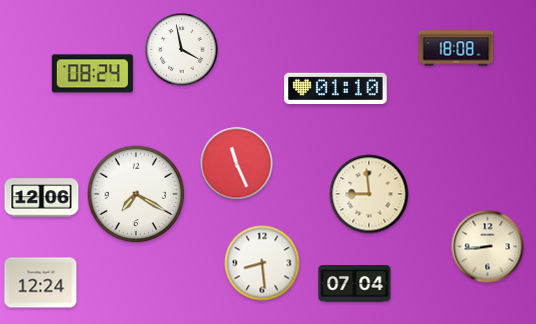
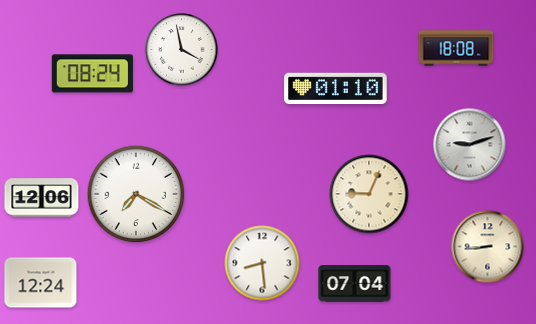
clock at (470, 145): none -> 9:12
clock at (237, 164): 11:26 -> none
clock at (369, 194): 8:59 -> 9:04
